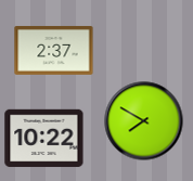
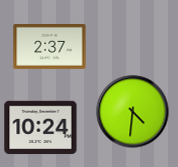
clock at (144, 121): 7:50 -> 4:31
clock at (44, 139): 10:22 -> 10:24
